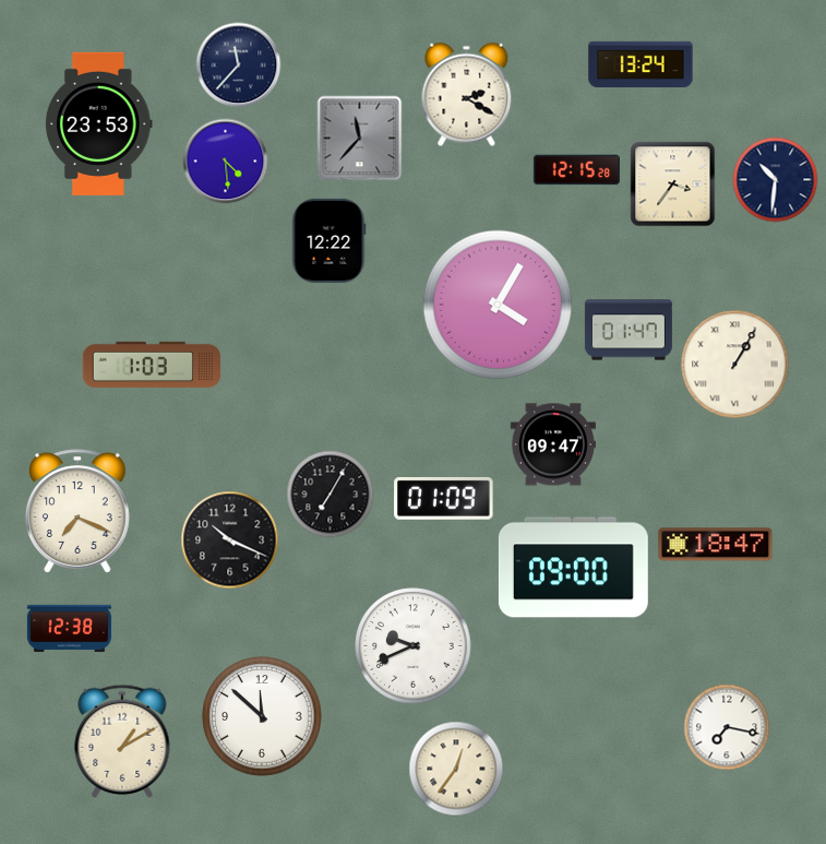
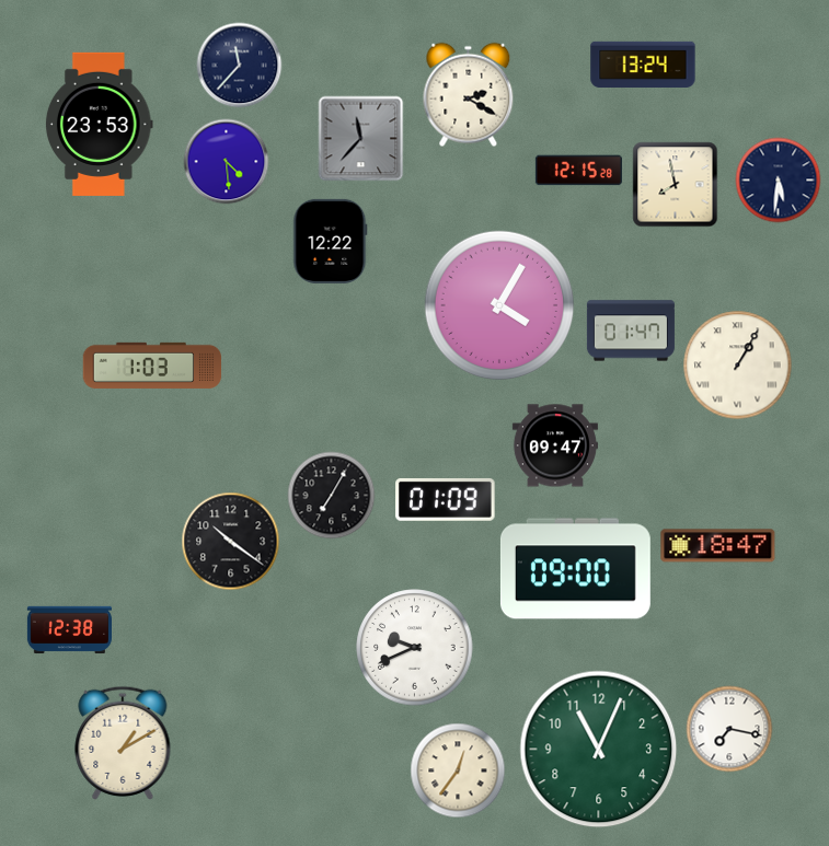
clock at (775, 179): 10:31 -> 5:31
clock at (672, 183): 3:36 -> 7:58
clock at (79, 511): 7:19 -> none
clock at (229, 539): 10:19 -> 10:21
clock at (262, 716): 11:52 -> none
clock at (599, 750): none -> 11:04
